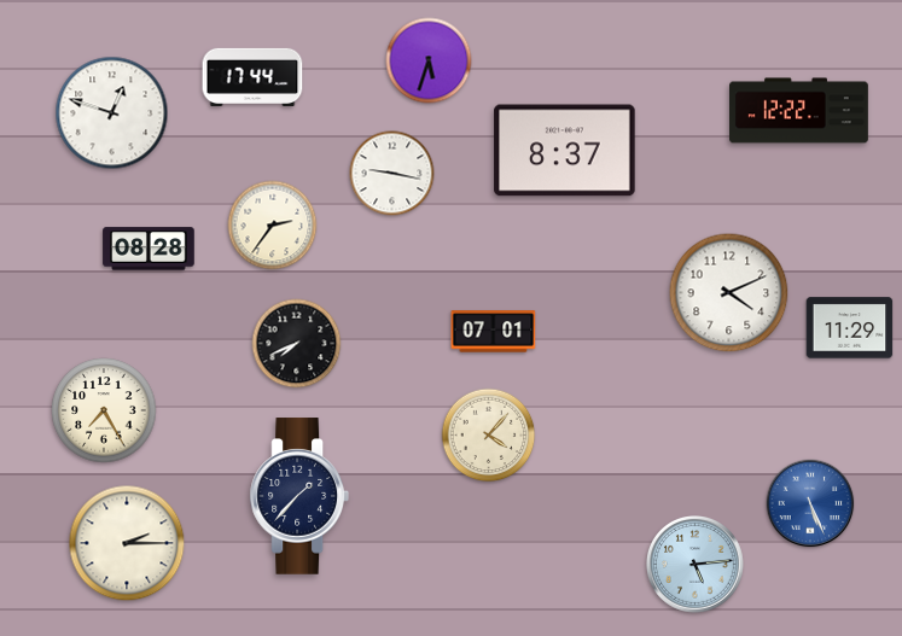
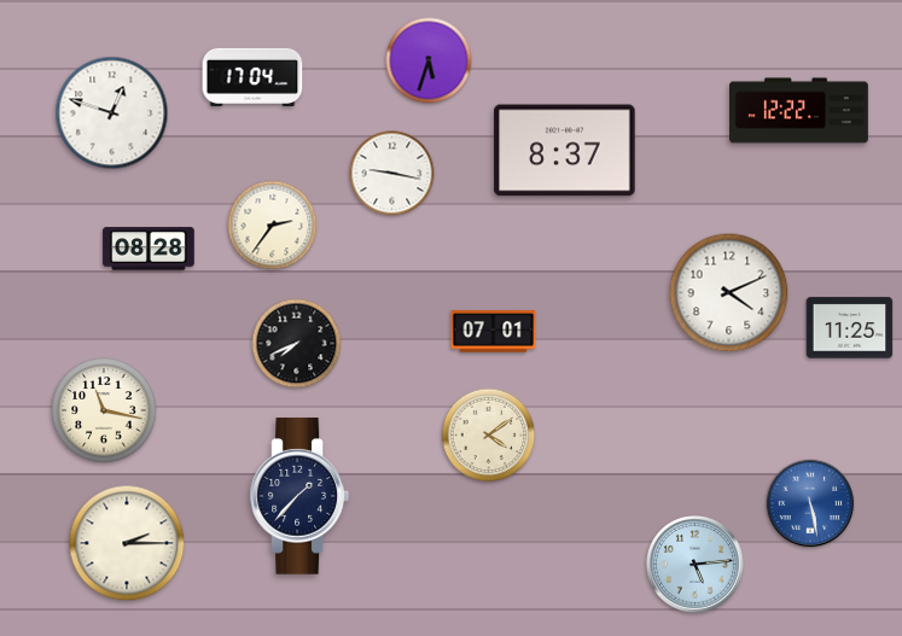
clock at (252, 77): 17:44 -> 17:04
clock at (850, 328): 11:29 -> 11:25
clock at (104, 410): 7:25 -> 11:17
clock at (489, 436): 4:07 -> 4:09
clock at (810, 503): 5:26 -> 5:28
